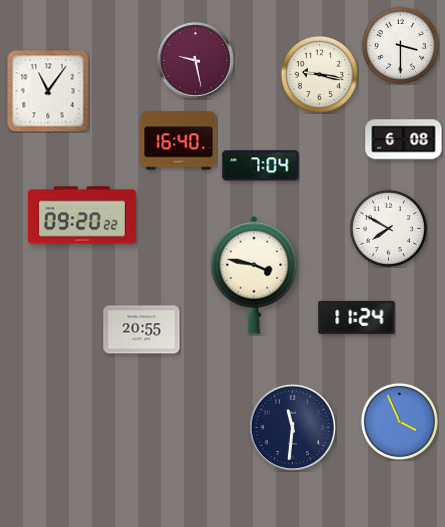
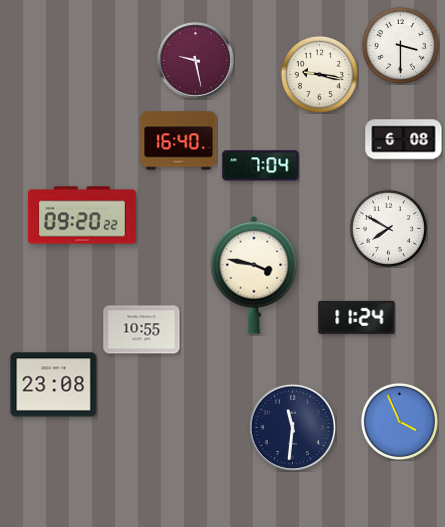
clock at (48, 91): 11:06 -> none
clock at (142, 330): 20:55 -> 10:55
clock at (54, 385): none -> 23:08
